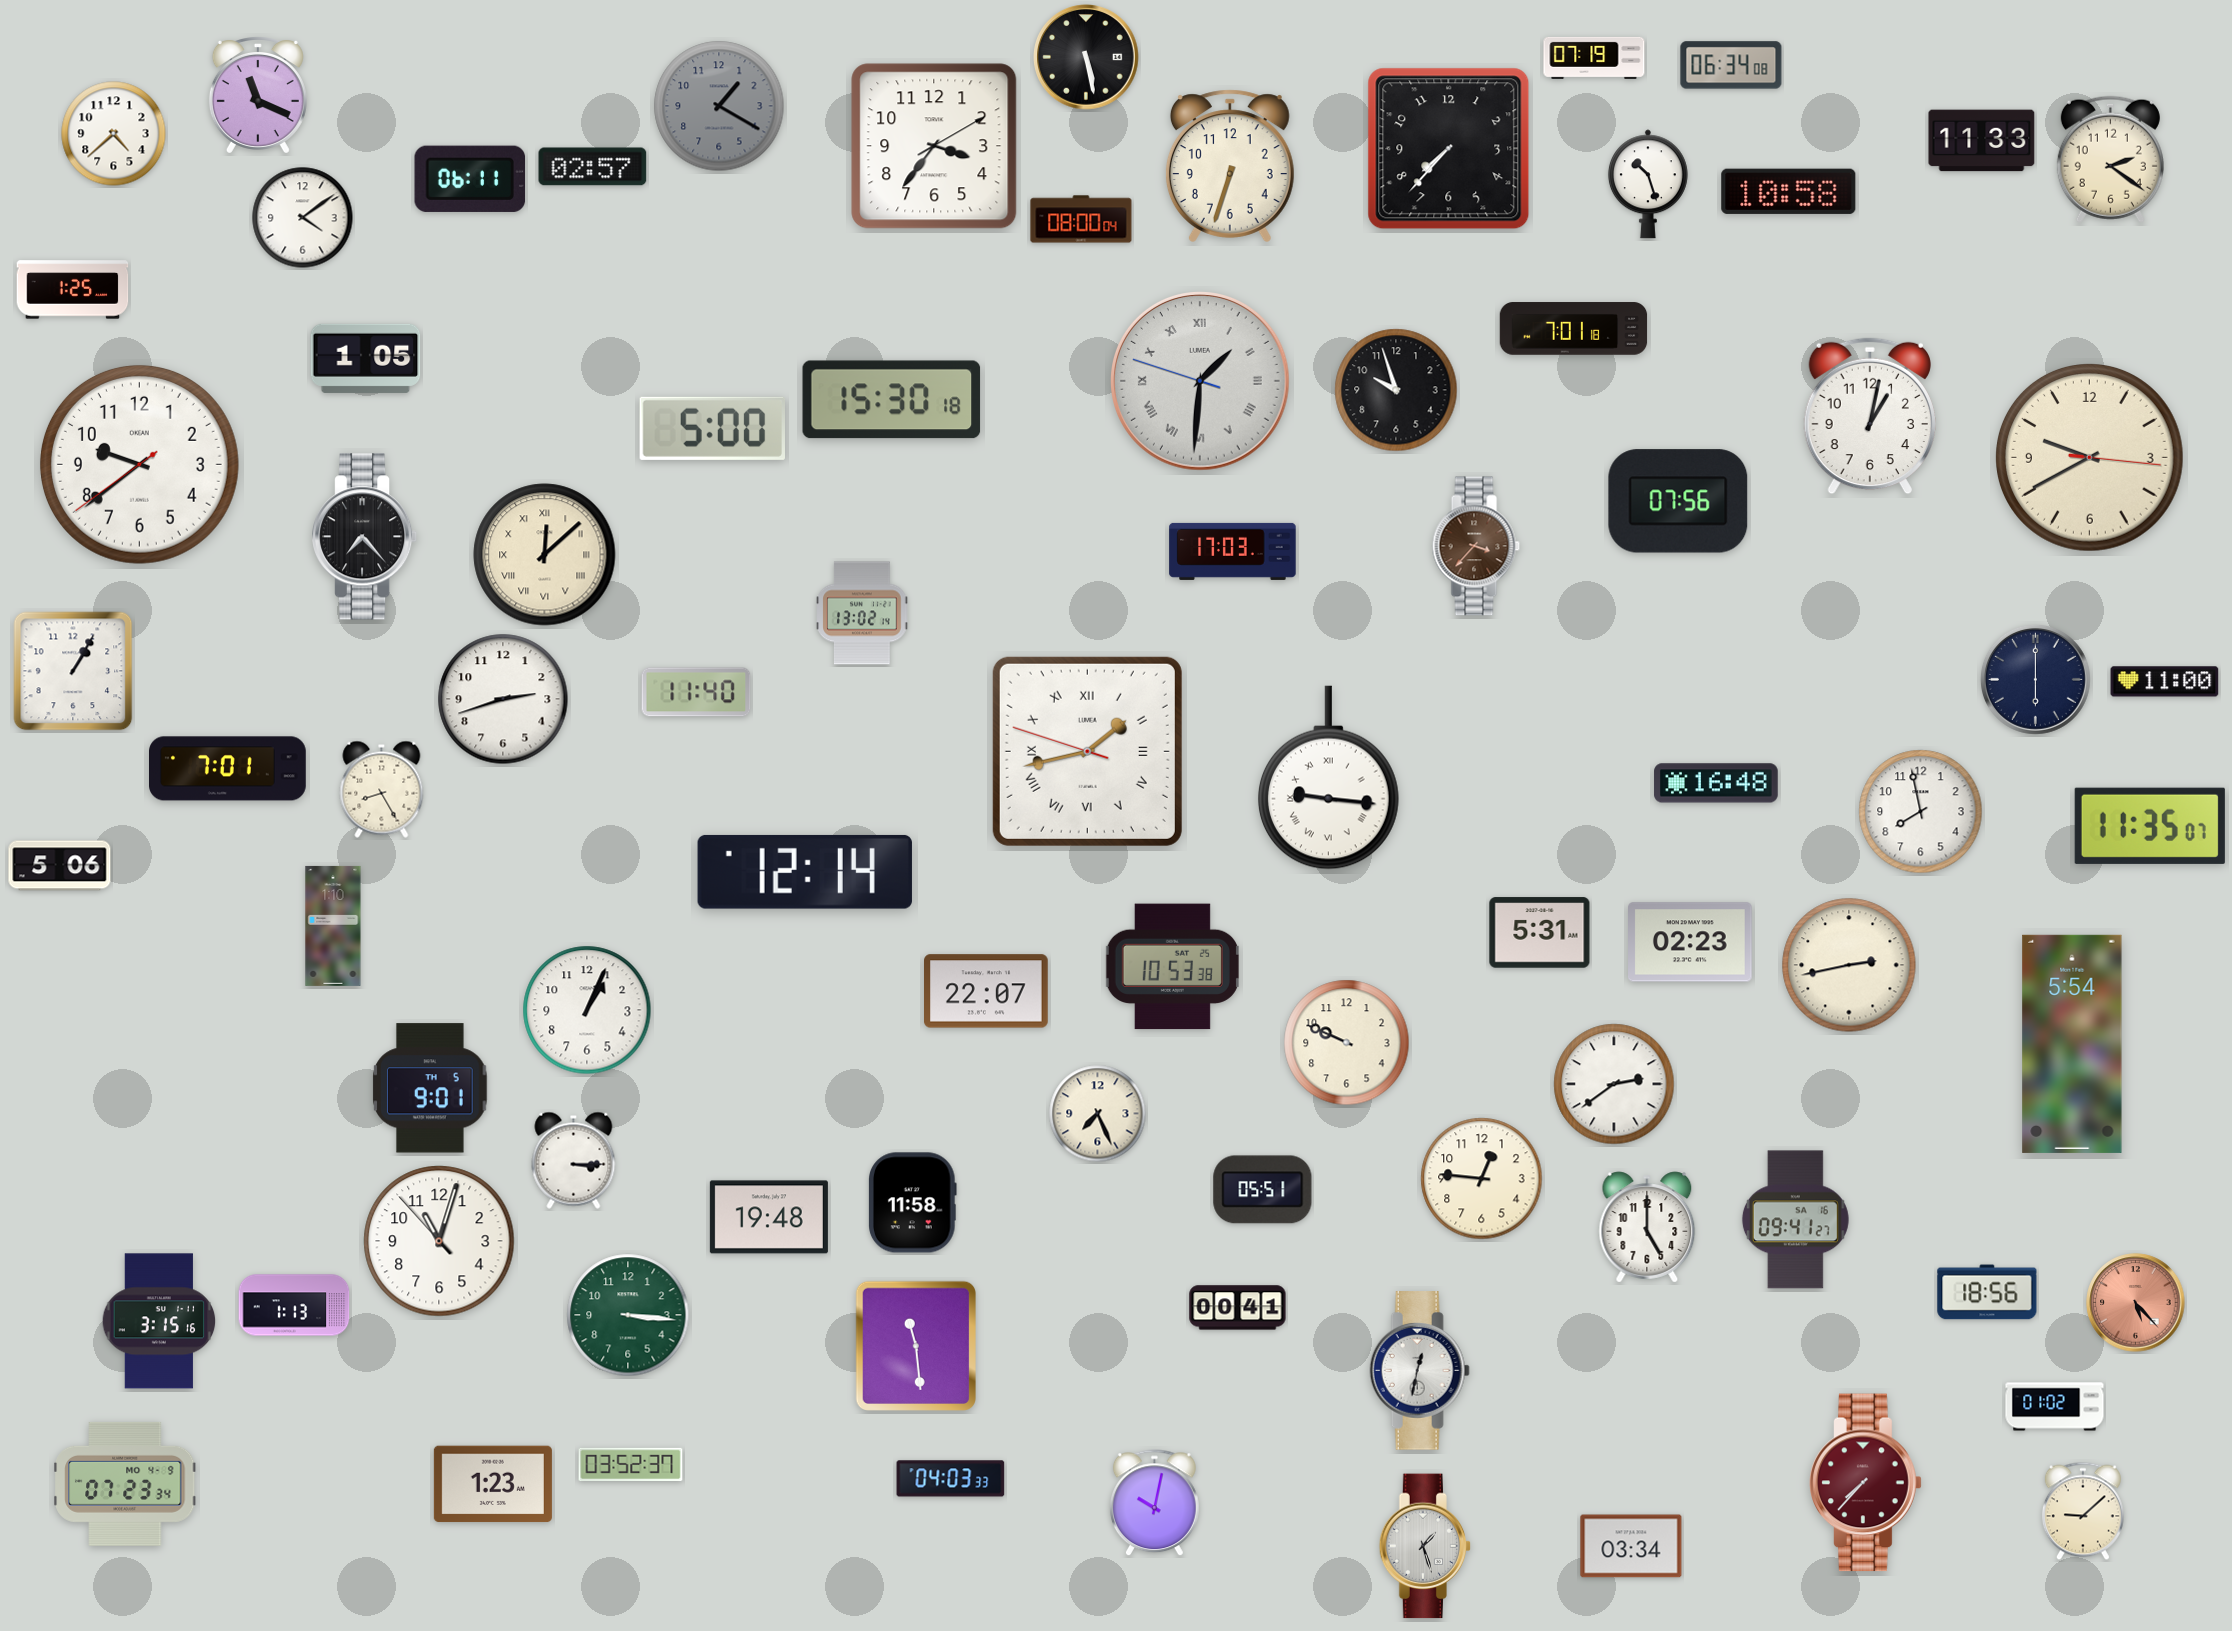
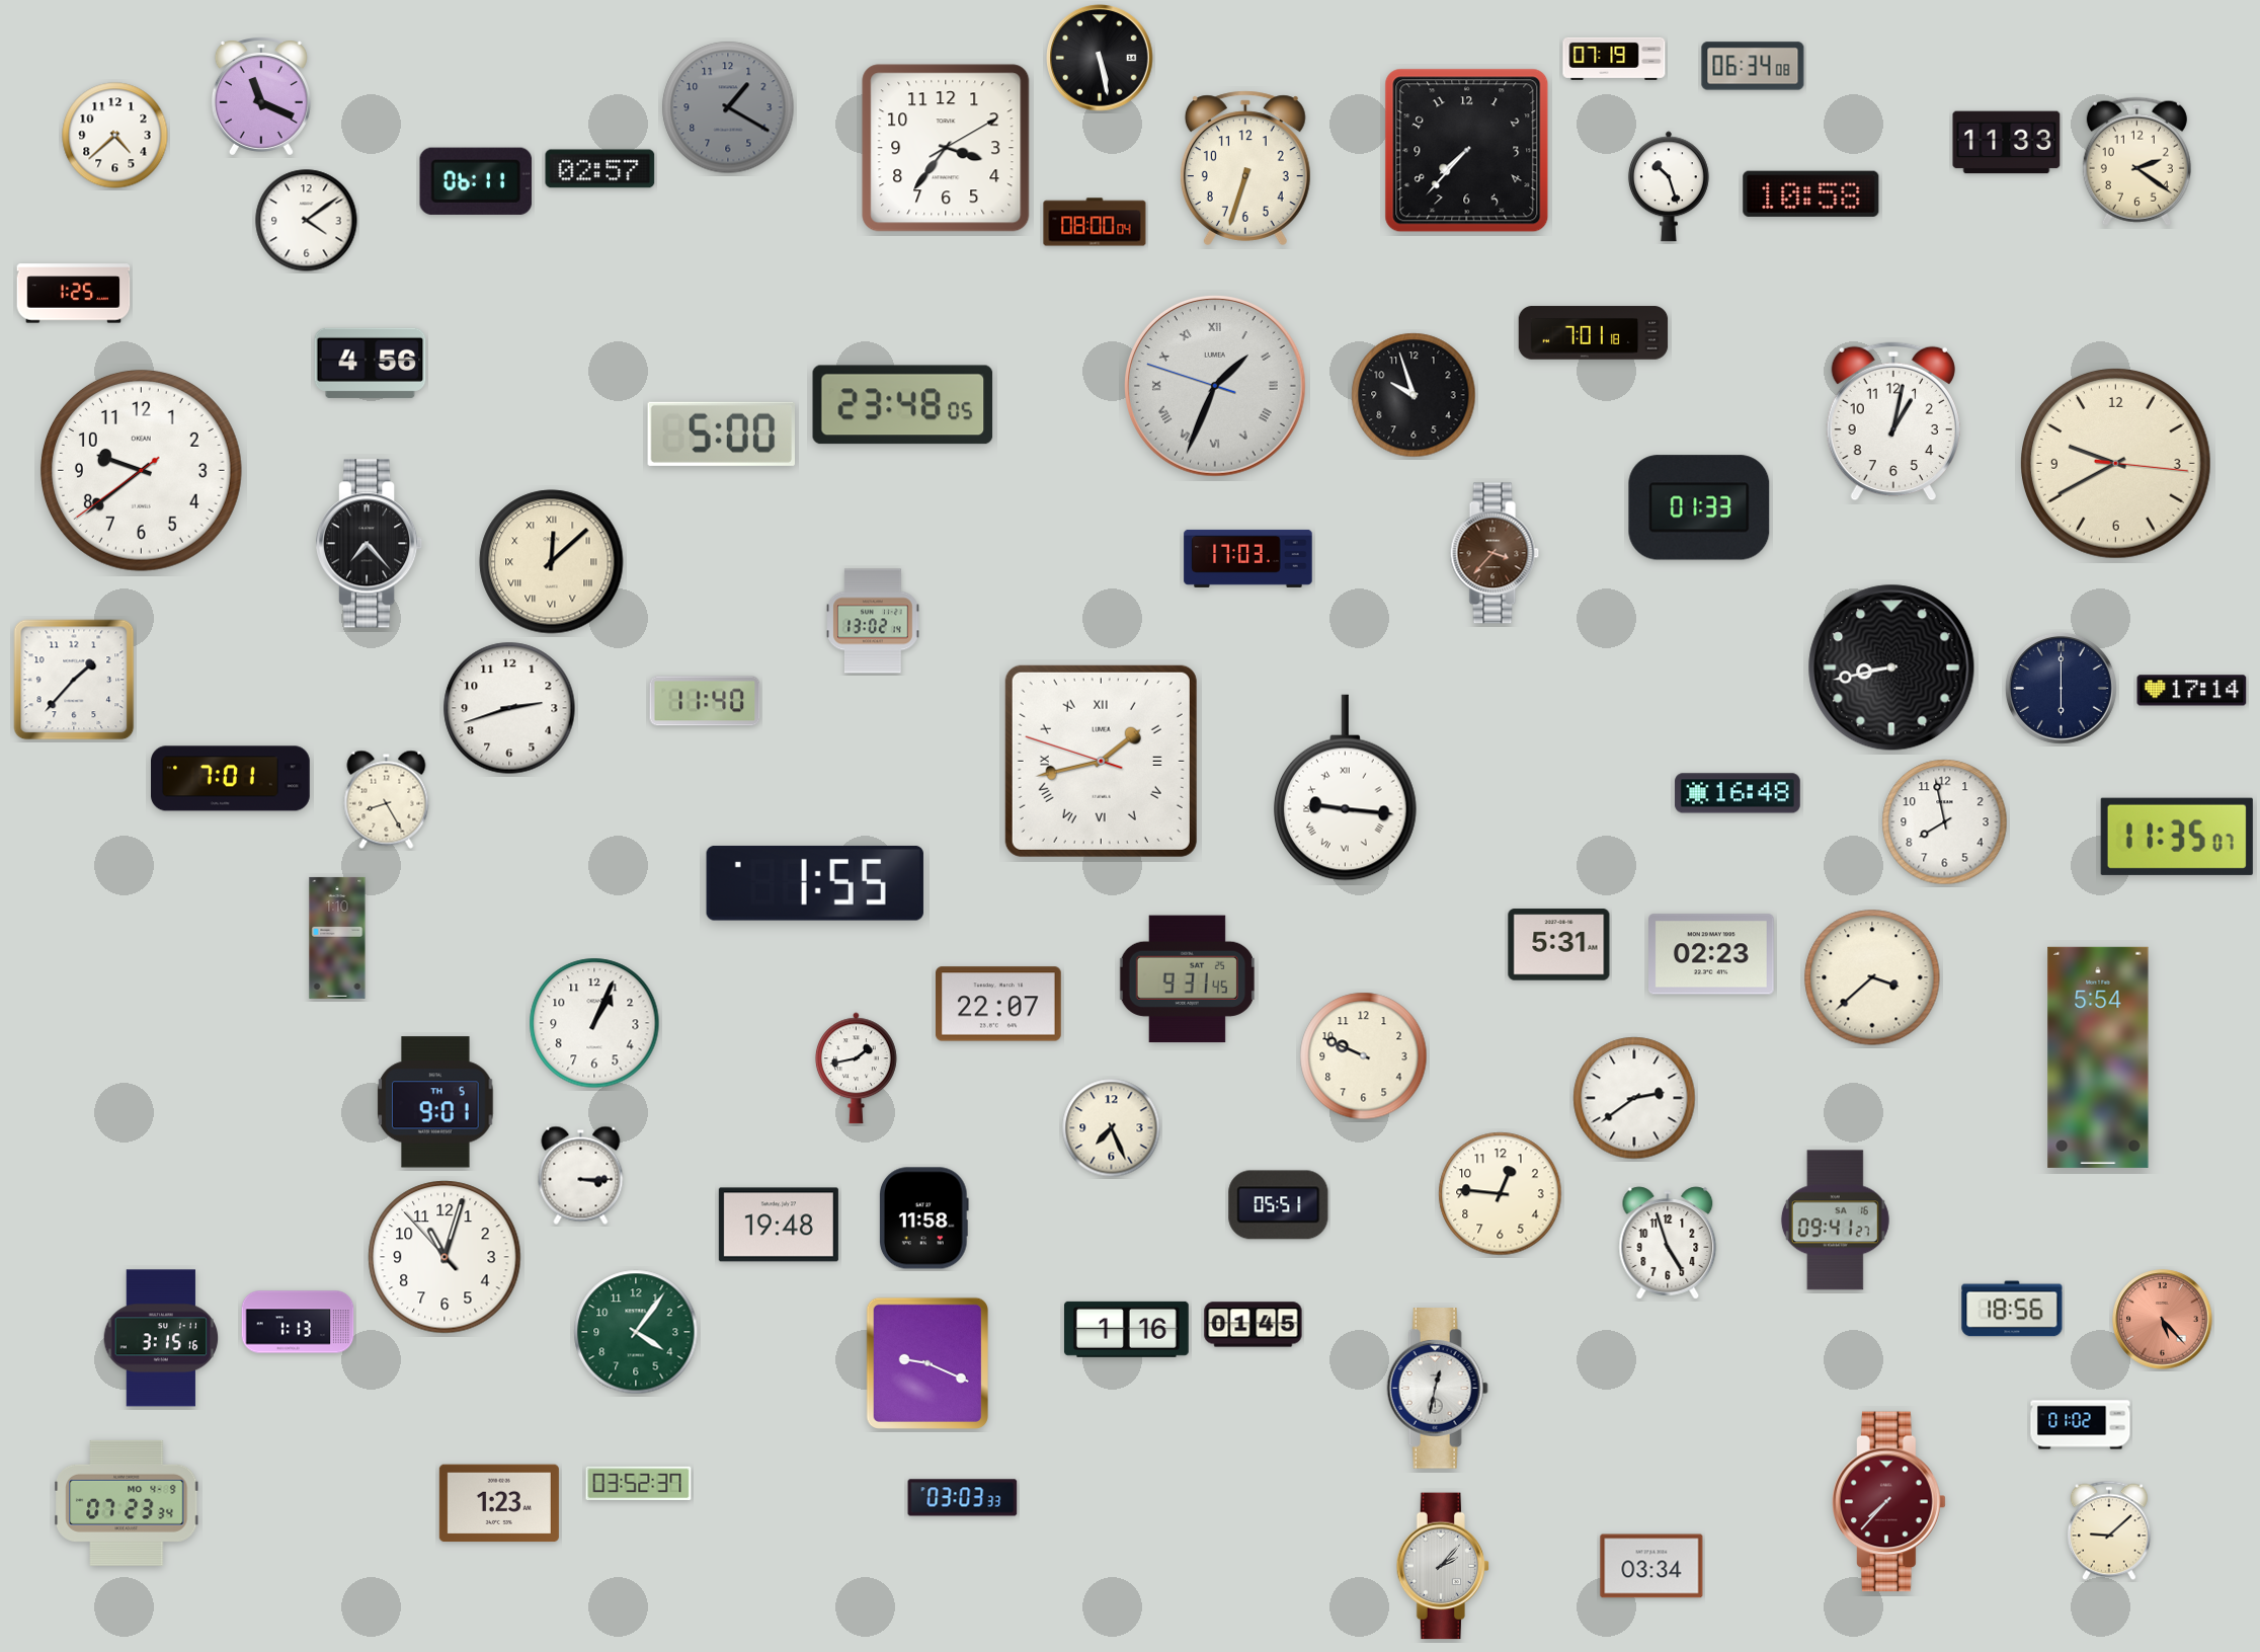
clock at (366, 358): 1:05 -> 4:56
clock at (1201, 382): 1:30 -> 1:33
clock at (892, 400): 15:30 -> 23:48
clock at (1678, 501): 07:56 -> 01:33
clock at (1891, 667): none -> 8:43
clock at (73, 671): 1:05 -> 1:37
clock at (2165, 682): 11:00 -> 17:14
clock at (60, 866): 5:06 -> none
clock at (805, 872): 12:14 -> 1:55
clock at (1849, 965): 2:43 -> 3:38
clock at (1172, 967): 10:53 -> 9:31
clock at (856, 1069): none -> 1:43
clock at (769, 1217) position: (769, 1217) -> (779, 1225)
clock at (1795, 1220) position: (1795, 1220) -> (1835, 1221)
clock at (1647, 1227): 5:00 -> 4:57
clock at (1238, 1308): 00:41 -> 01:45
clock at (1126, 1329): none -> 1:16
clock at (628, 1315): 3:16 -> 4:06
clock at (916, 1346): 11:29 -> 9:19
clock at (951, 1479): 04:03 -> 03:03
clock at (1154, 1503): 10:02 -> none
clock at (1425, 1546): 1:27 -> 2:07
